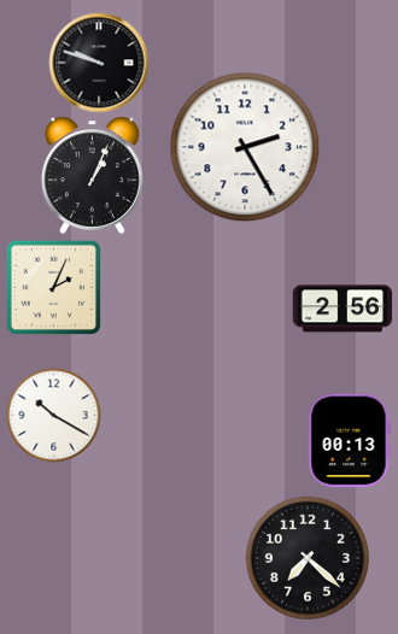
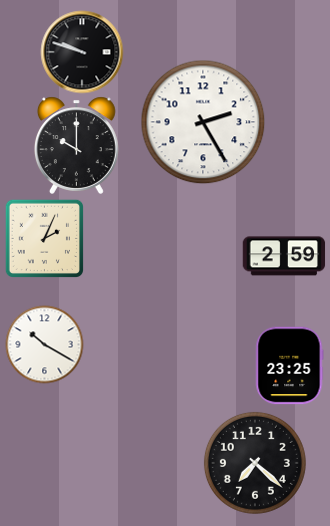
clock at (92, 175): 1:04 -> 10:00
clock at (343, 309): 2:56 -> 2:59
clock at (350, 440): 00:13 -> 23:25
